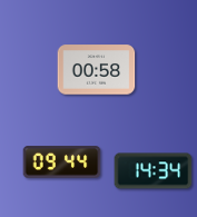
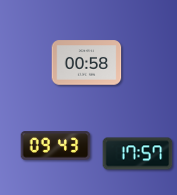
clock at (62, 162): 09:44 -> 09:43
clock at (154, 171): 14:34 -> 17:57
